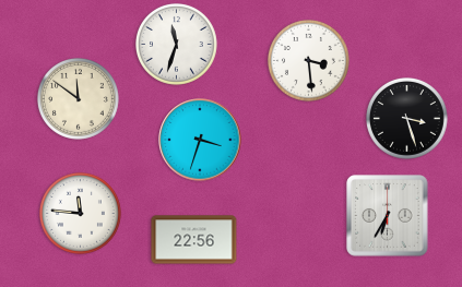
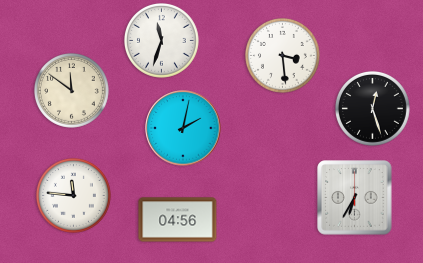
clock at (407, 119): 3:27 -> 12:27
clock at (200, 140): 3:33 -> 2:02
clock at (194, 240): 22:56 -> 04:56
